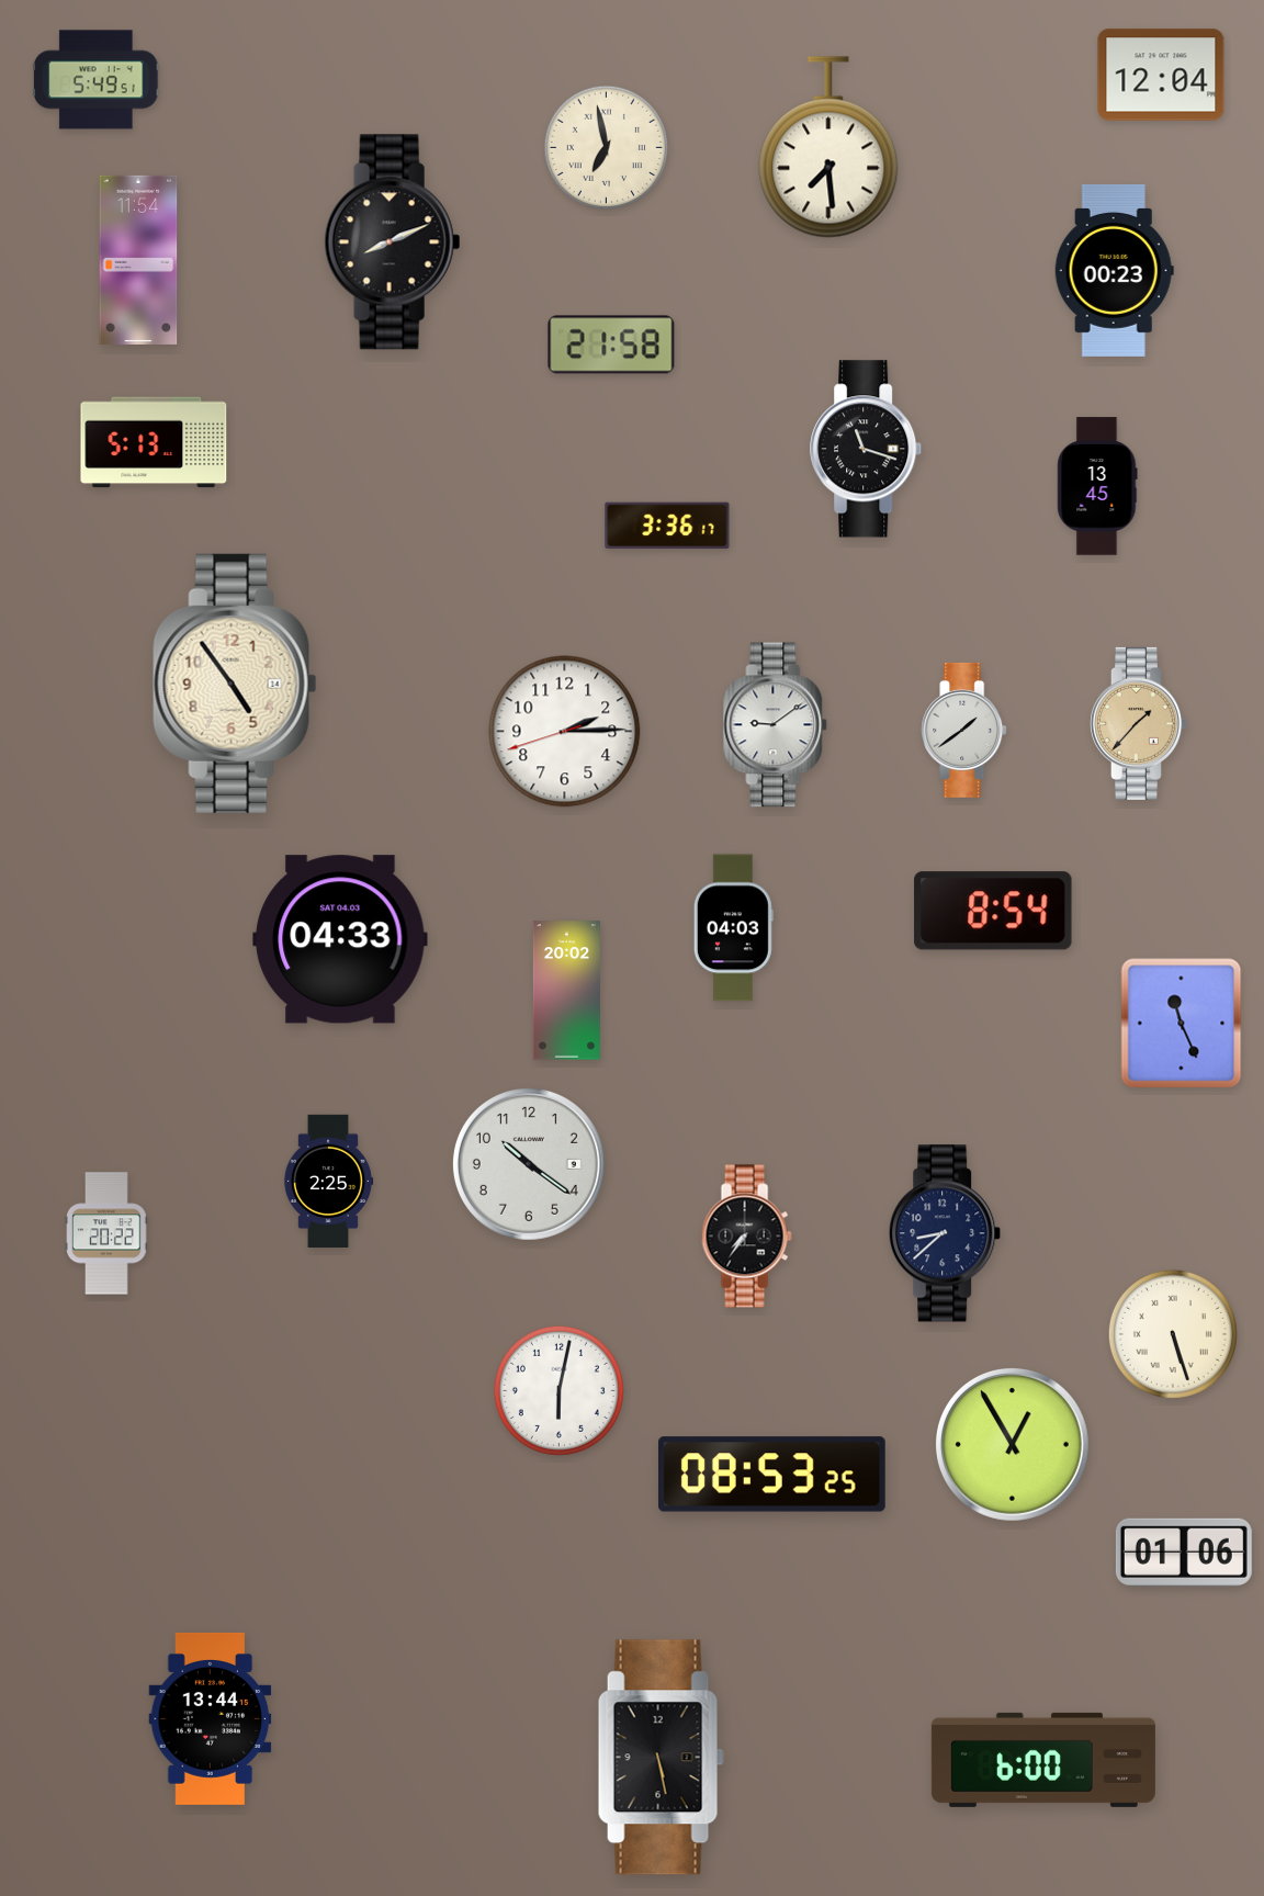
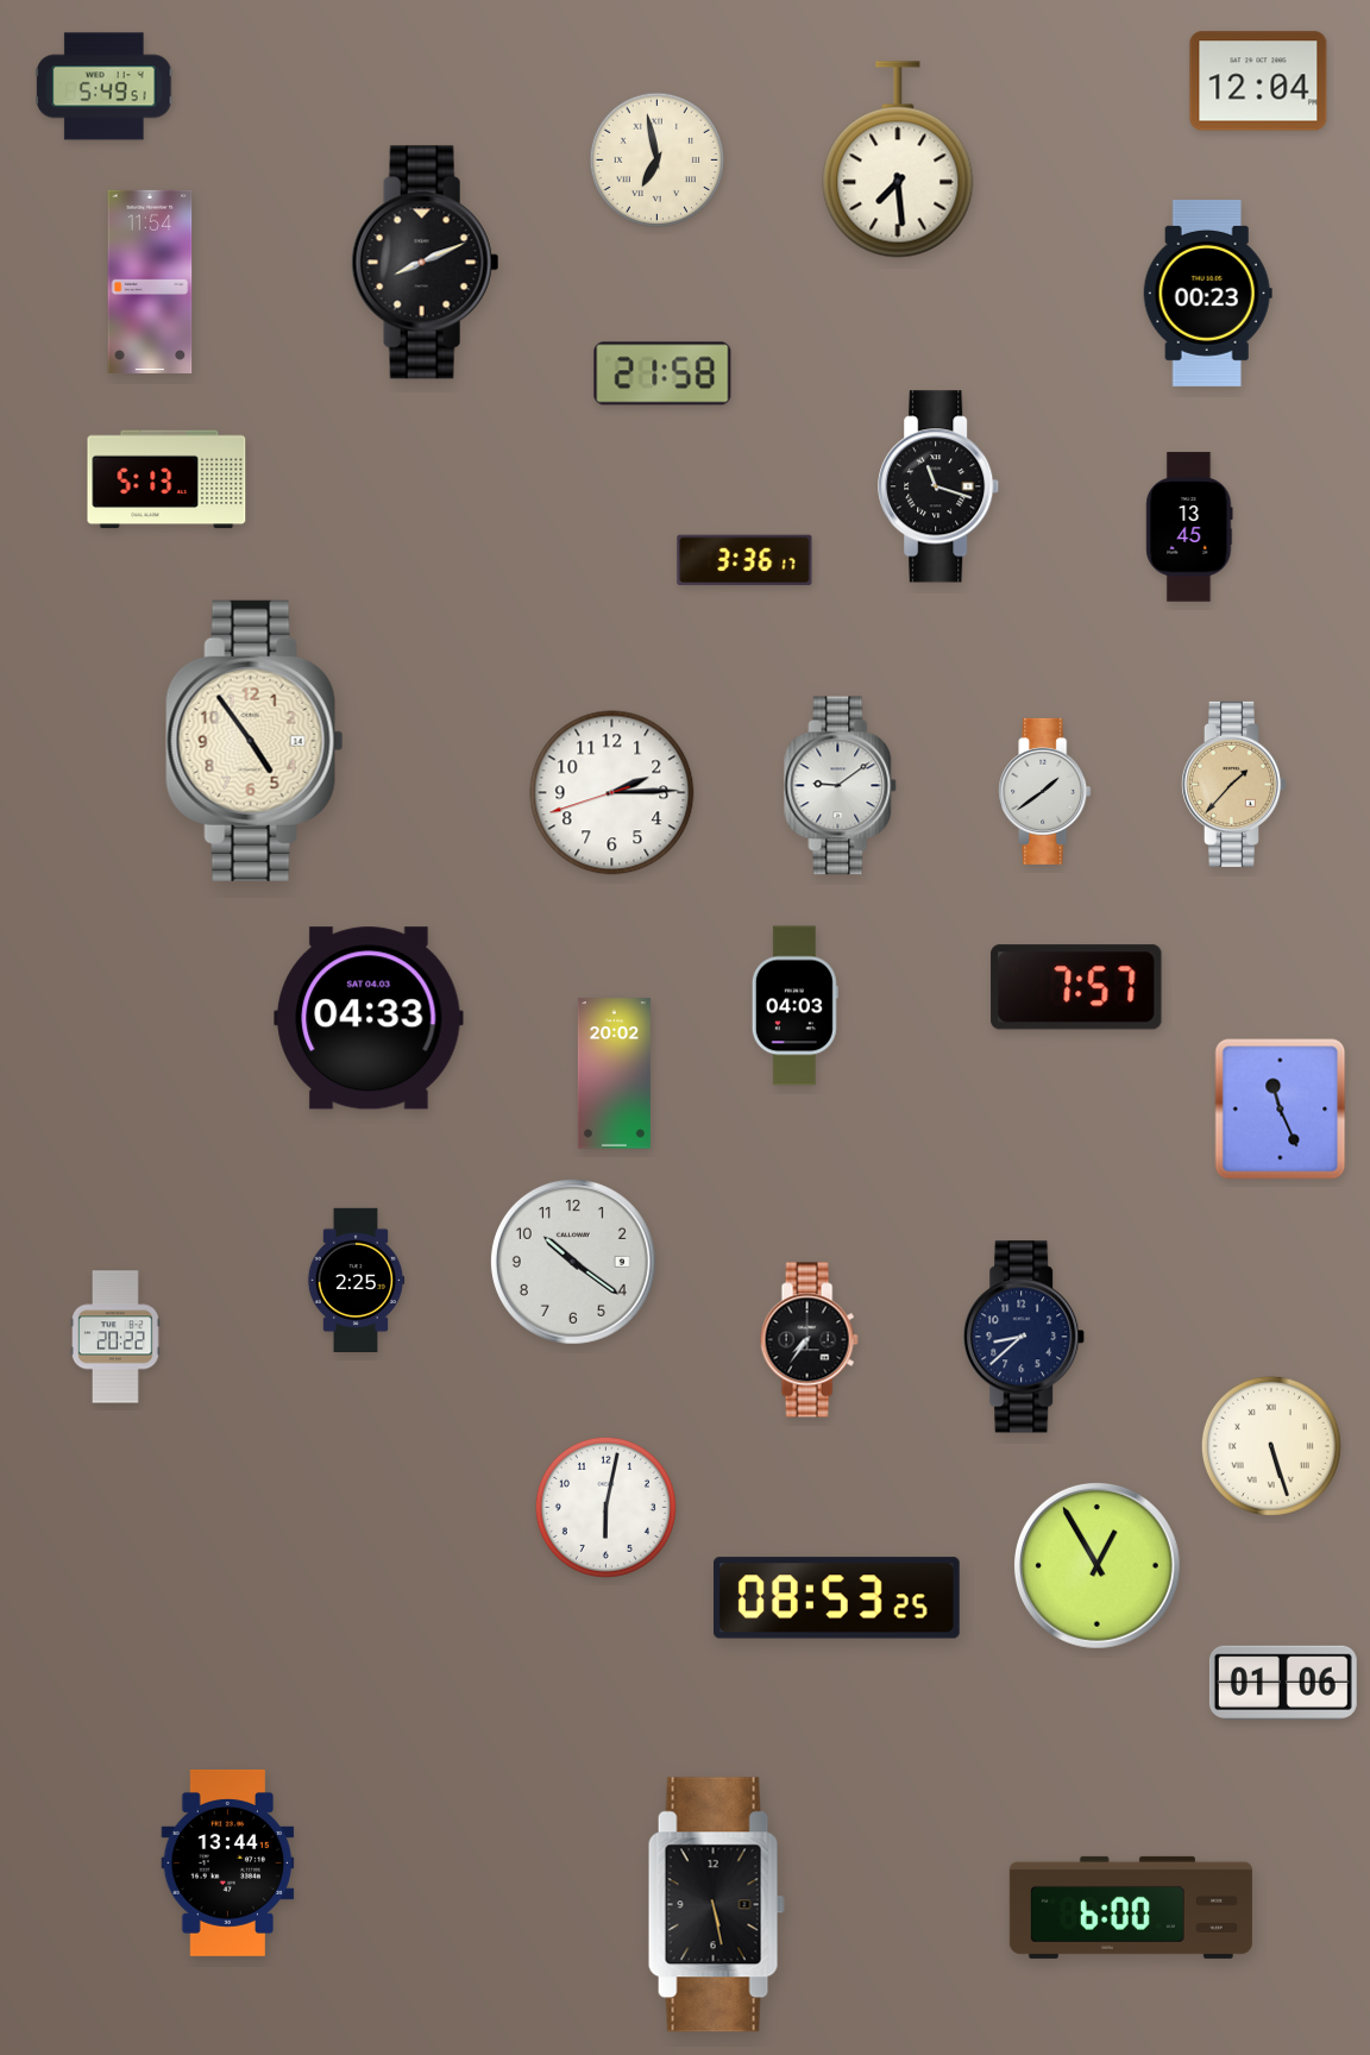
clock at (667, 526) position: (667, 526) -> (744, 560)
clock at (993, 911): 8:54 -> 7:57
